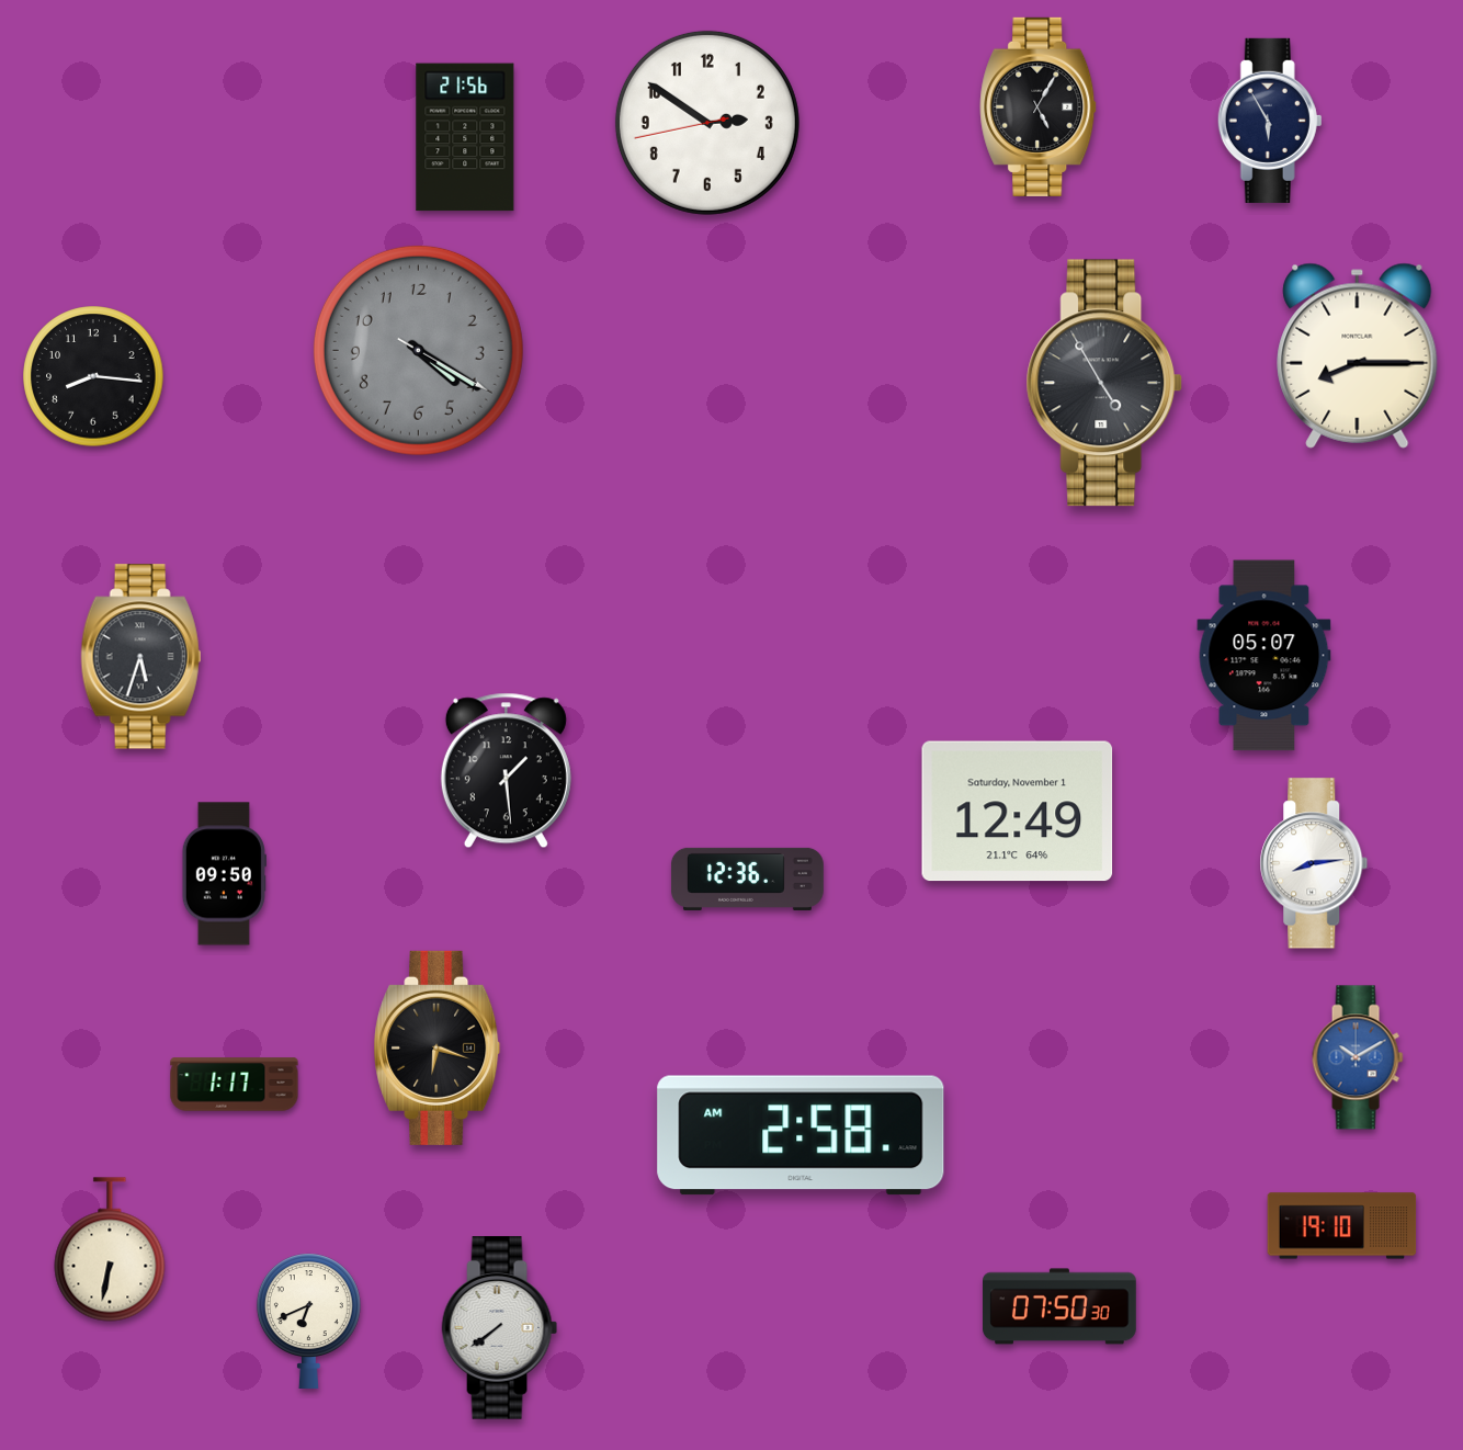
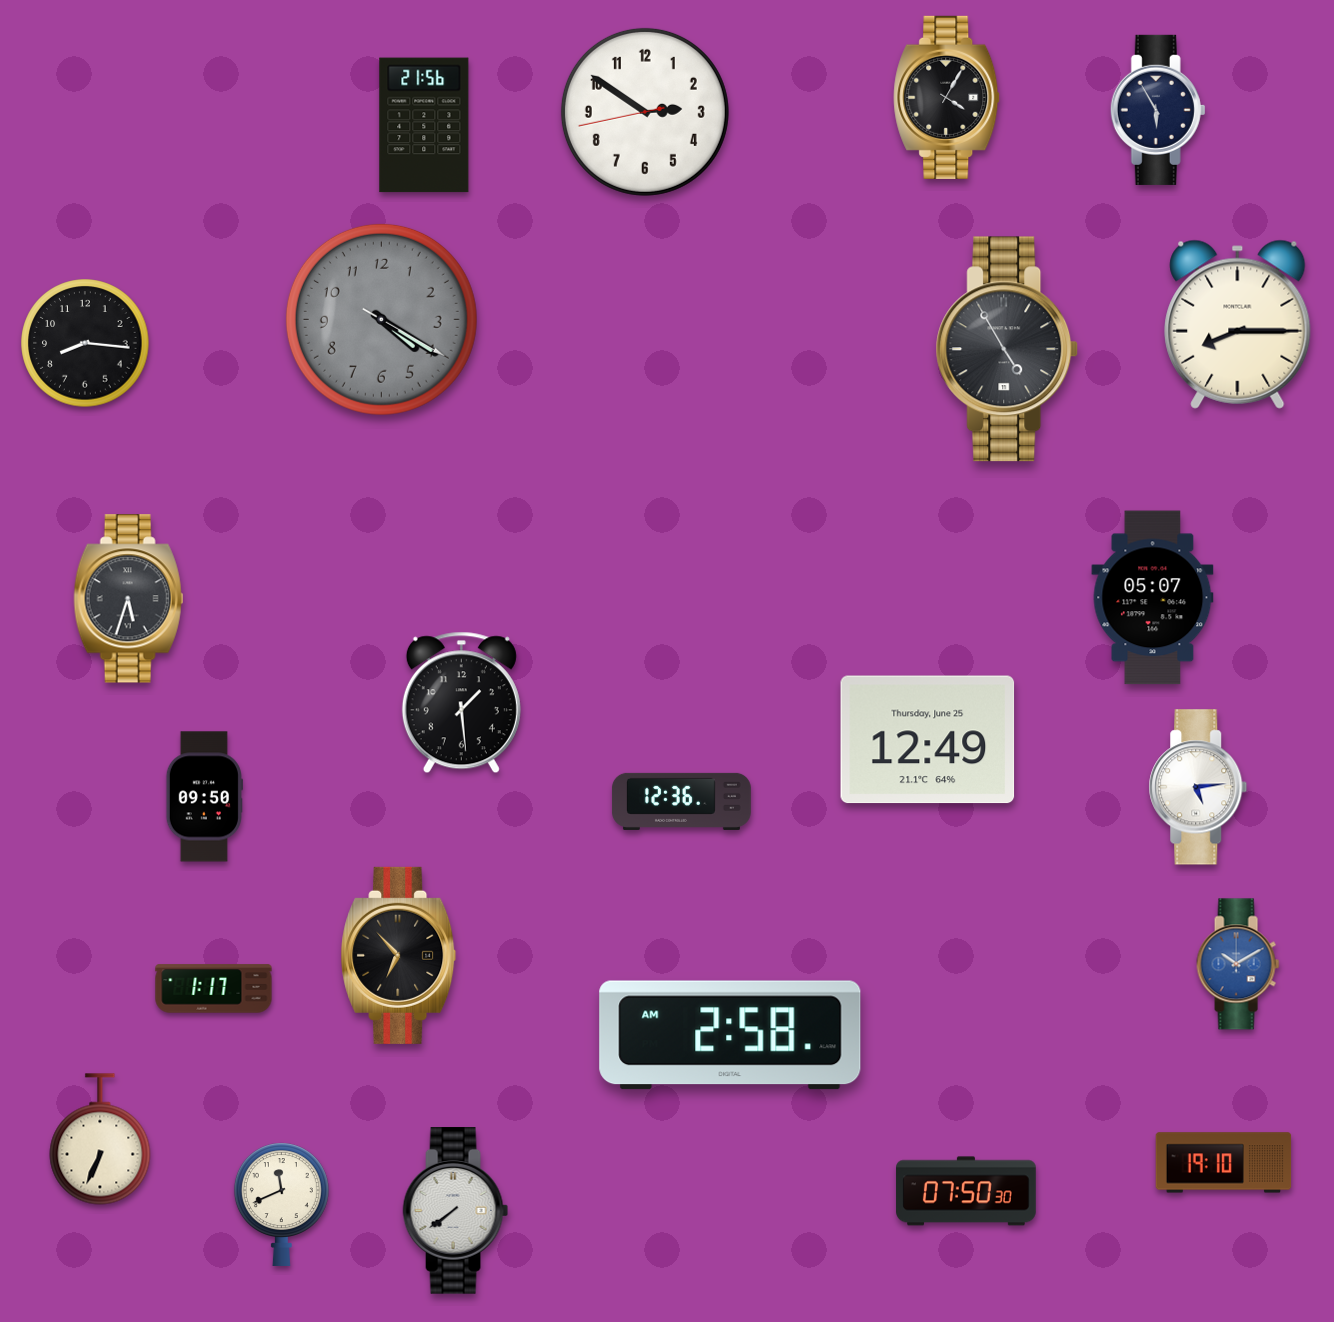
clock at (1039, 106): 5:05 -> 4:05
clock at (1018, 812) date: Saturday, November 1 -> Thursday, June 25
clock at (1314, 863): 8:14 -> 5:14
clock at (438, 1047): 6:18 -> 6:53
clock at (1342, 1226) position: (1342, 1226) -> (1224, 1163)
clock at (110, 1249): 6:32 -> 6:34
clock at (308, 1321): 6:41 -> 11:41
